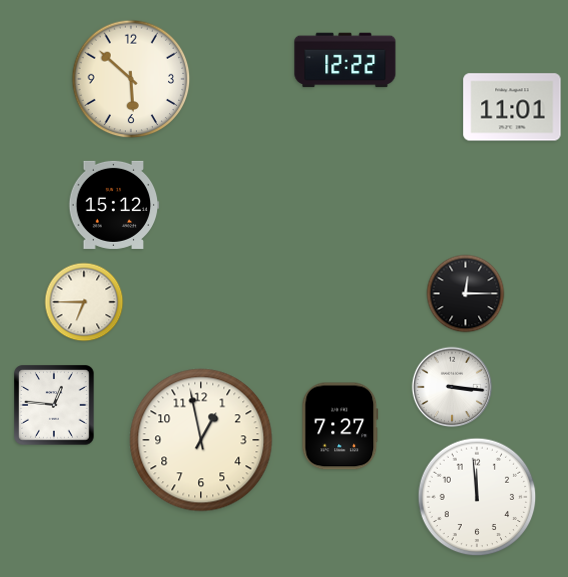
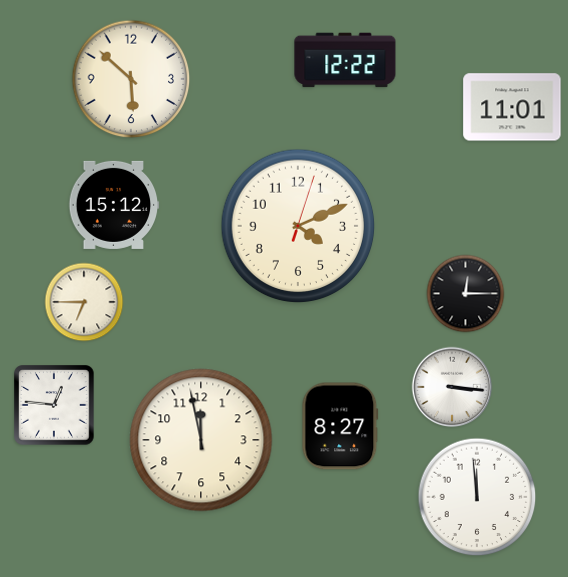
clock at (298, 226): none -> 4:11
clock at (340, 426): 7:27 -> 8:27
clock at (201, 440): 12:58 -> 11:58
